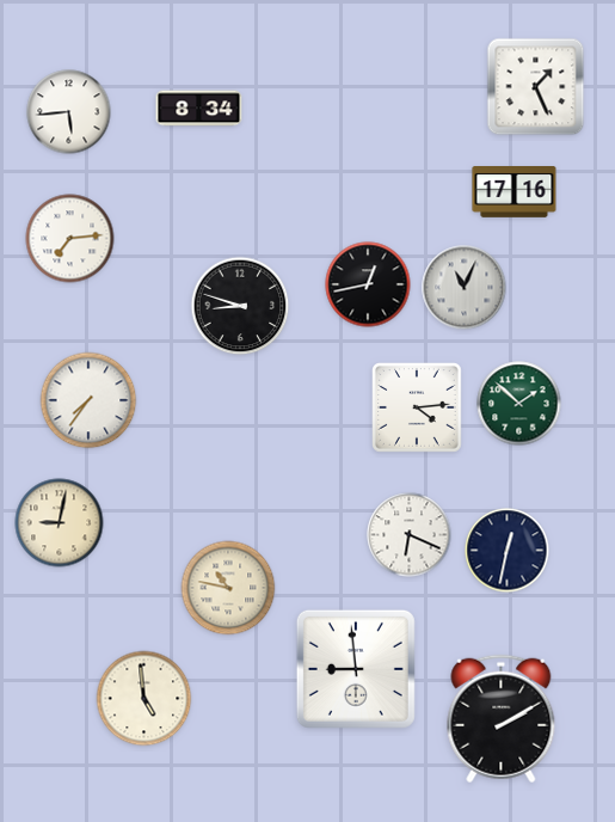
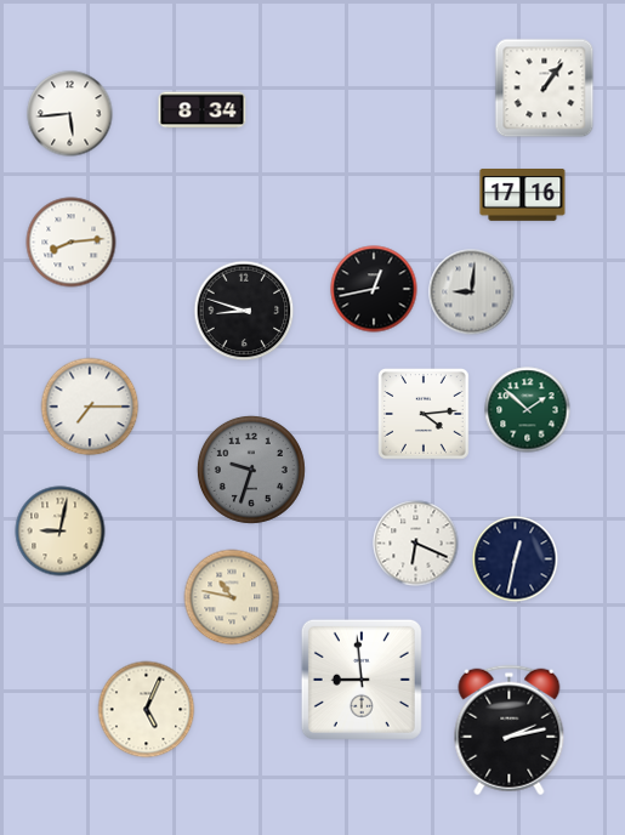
clock at (536, 87): 1:26 -> 1:06
clock at (70, 239): 7:14 -> 8:14
clock at (465, 288): 11:04 -> 9:01
clock at (88, 400): 7:36 -> 7:15
clock at (251, 470): none -> 9:33
clock at (144, 699): 4:59 -> 5:04
clock at (502, 719): 2:10 -> 2:13
